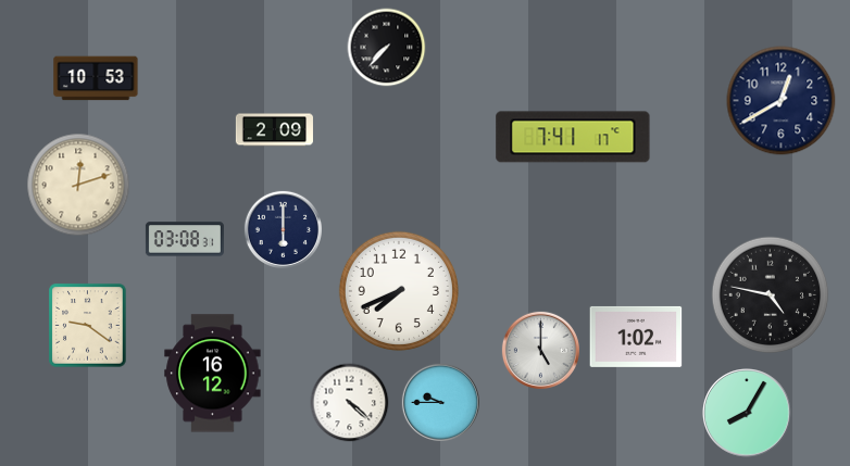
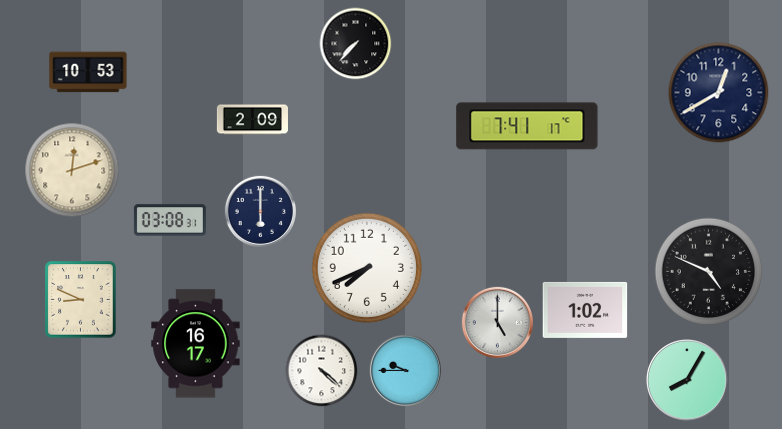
clock at (771, 295): 4:47 -> 4:49
clock at (88, 326): 9:21 -> 8:49
clock at (213, 374): 16:12 -> 16:17
